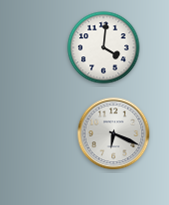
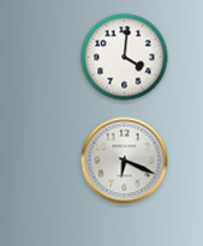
clock at (114, 134) position: (114, 134) -> (125, 161)
